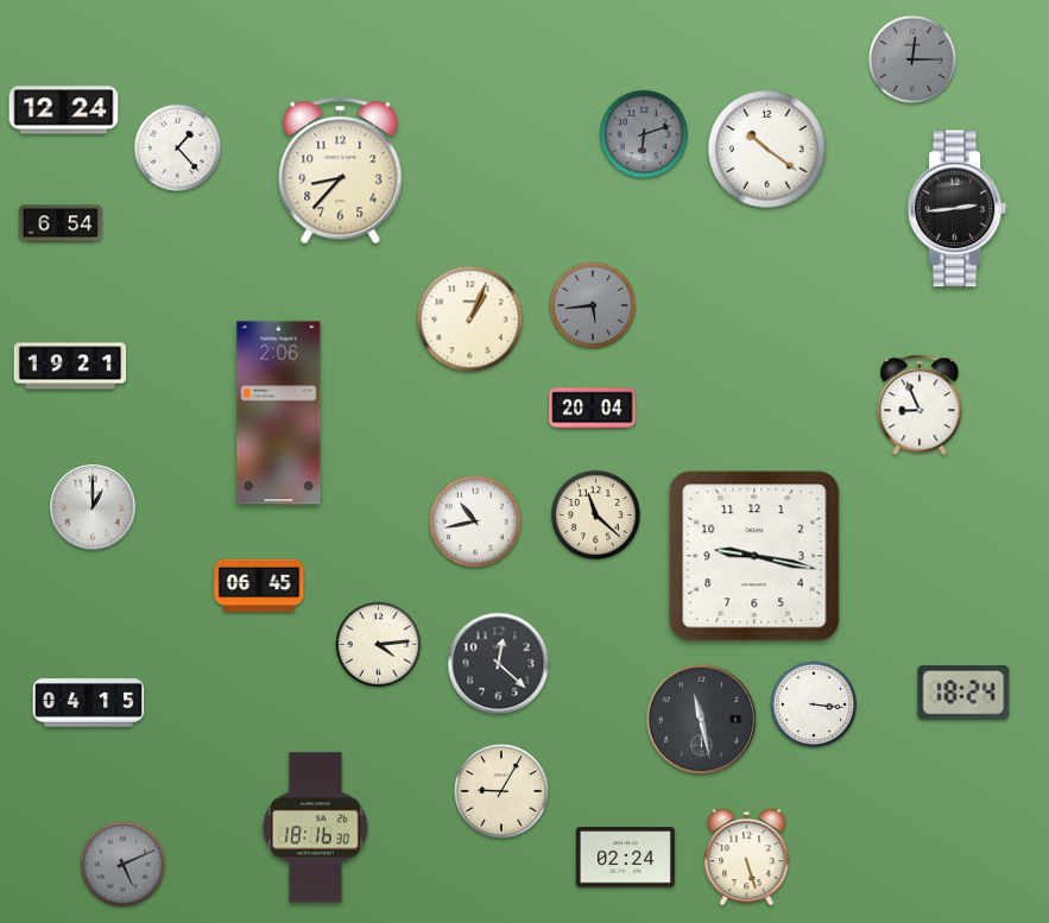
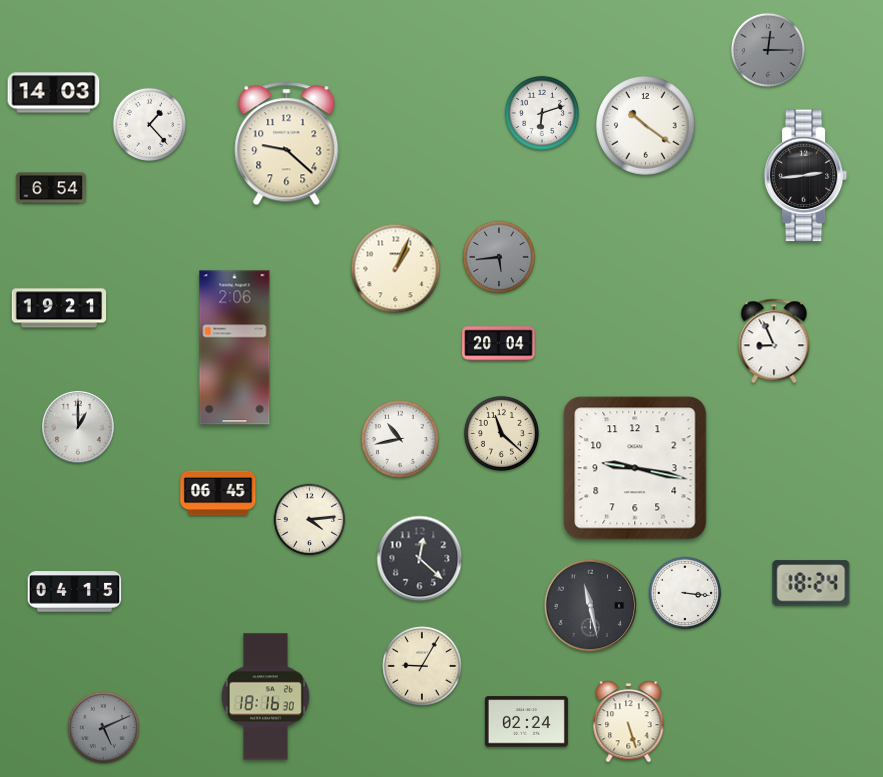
clock at (64, 110): 12:24 -> 14:03
clock at (644, 134) dial: grey -> white
clock at (341, 171): 8:37 -> 9:22
clock at (379, 645) position: (379, 645) -> (310, 520)
